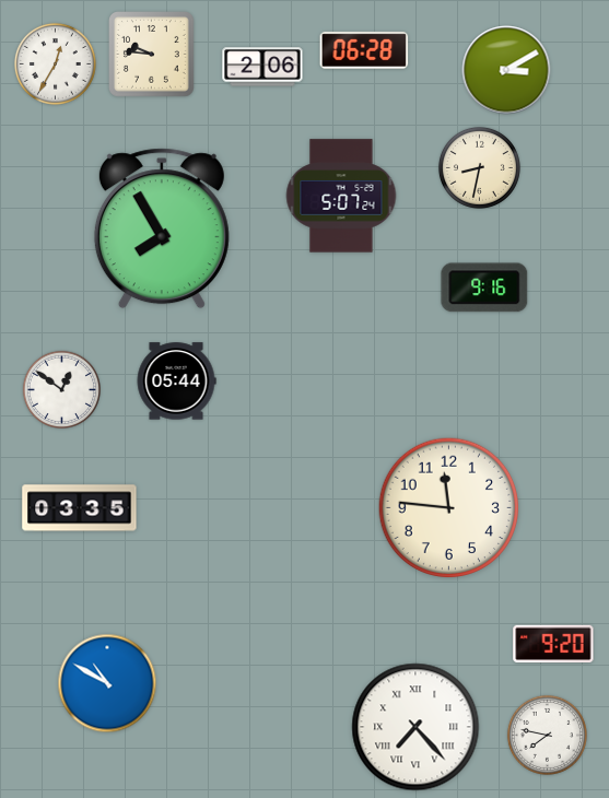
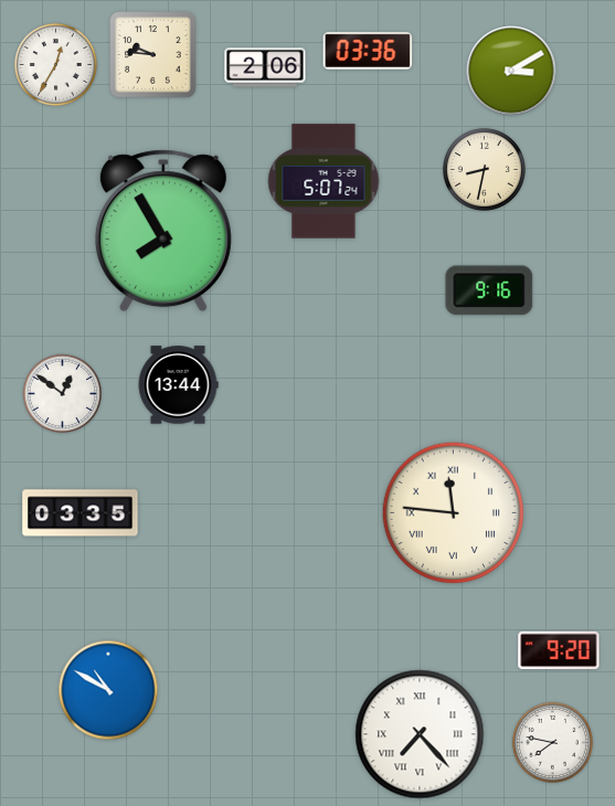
clock at (364, 50): 06:28 -> 03:36
clock at (341, 196) position: (341, 196) -> (324, 181)
clock at (176, 382): 05:44 -> 13:44
clock at (449, 508) numerals: Arabic -> Roman
